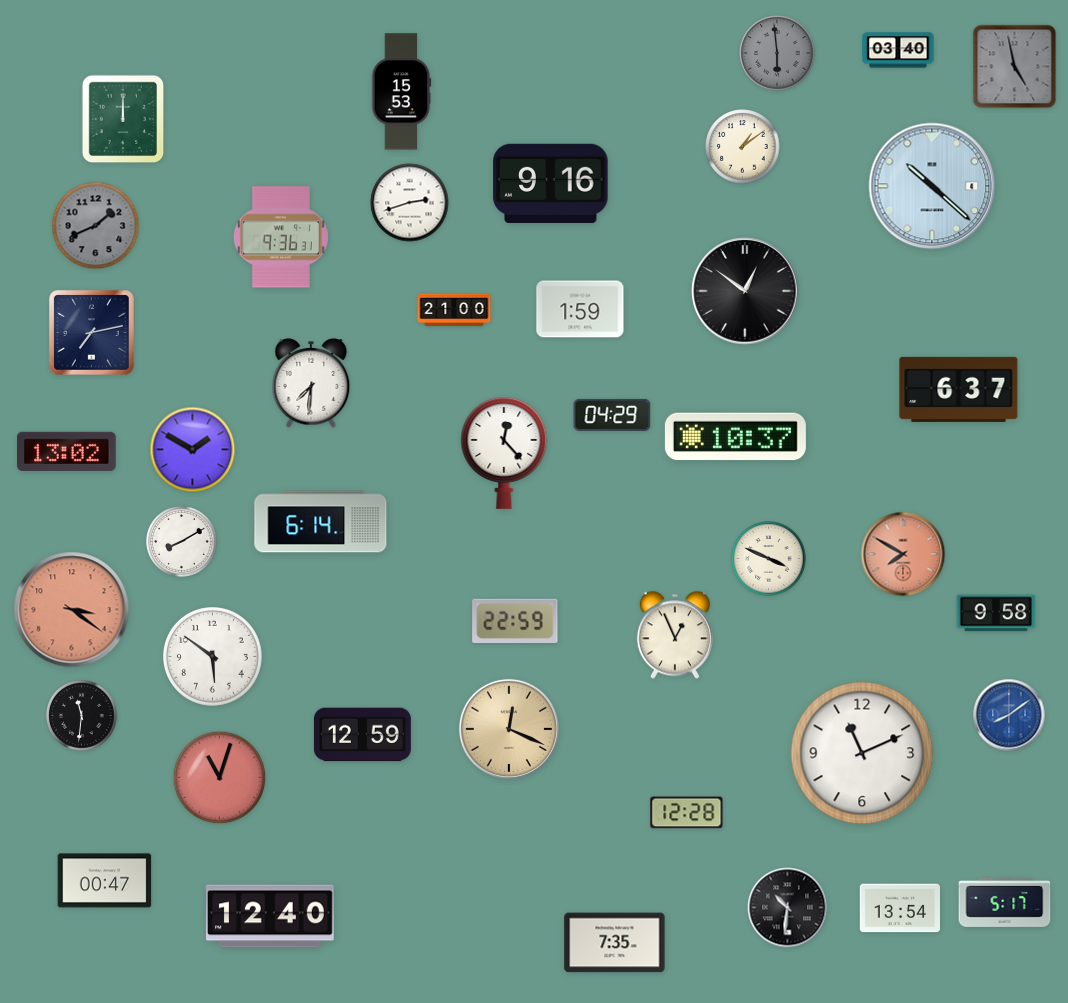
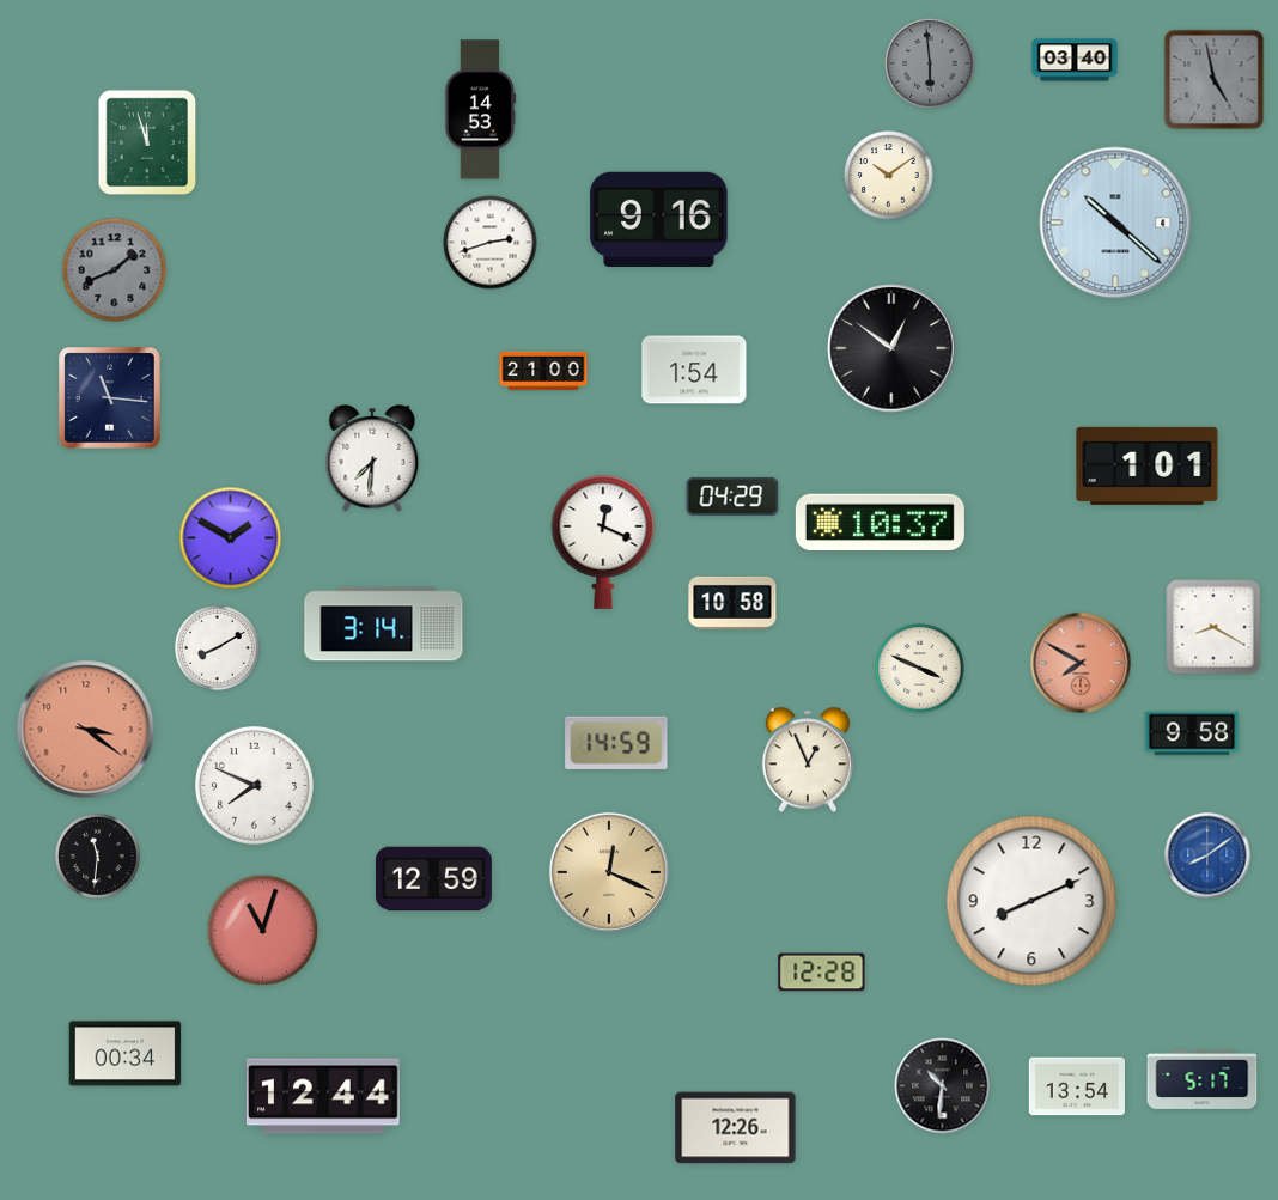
clock at (401, 92): 15:53 -> 14:53
clock at (123, 119): 12:00 -> 11:57
clock at (743, 147): 1:09 -> 10:09
clock at (281, 237): 9:36 -> none
clock at (580, 309): 1:59 -> 1:54
clock at (92, 333): 7:13 -> 11:16
clock at (959, 389): 6:37 -> 1:01
clock at (67, 451): 13:02 -> none
clock at (504, 452): 12:23 -> 12:19
clock at (732, 603): none -> 10:58
clock at (321, 522): 6:14 -> 3:14
clock at (1213, 627): none -> 8:20
clock at (515, 621): 22:59 -> 14:59
clock at (213, 657): 5:51 -> 7:49
clock at (862, 753): 11:11 -> 8:11
clock at (105, 881): 00:47 -> 00:34
clock at (270, 916): 12:40 -> 12:44
clock at (615, 943): 7:35 -> 12:26
